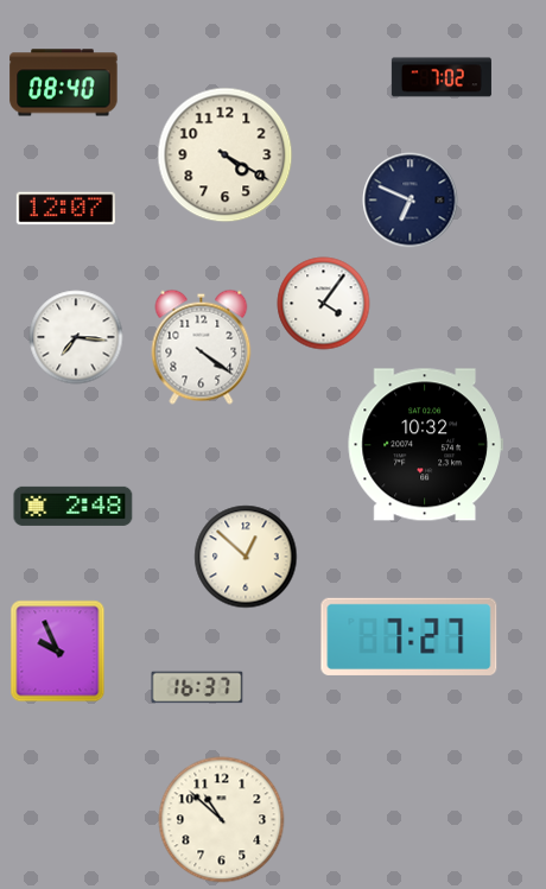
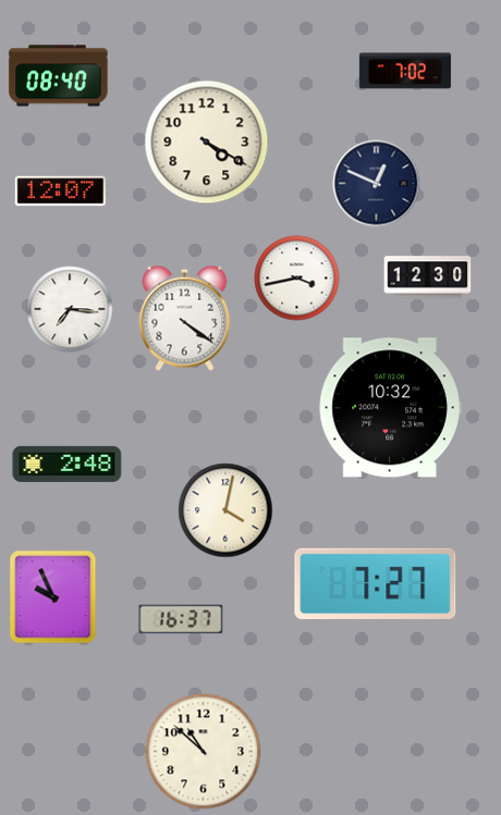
clock at (411, 201): 6:49 -> 12:49
clock at (428, 277): none -> 12:30
clock at (324, 304): 4:06 -> 3:43
clock at (246, 557): 12:52 -> 4:02
clock at (197, 687) position: (197, 687) -> (181, 619)
